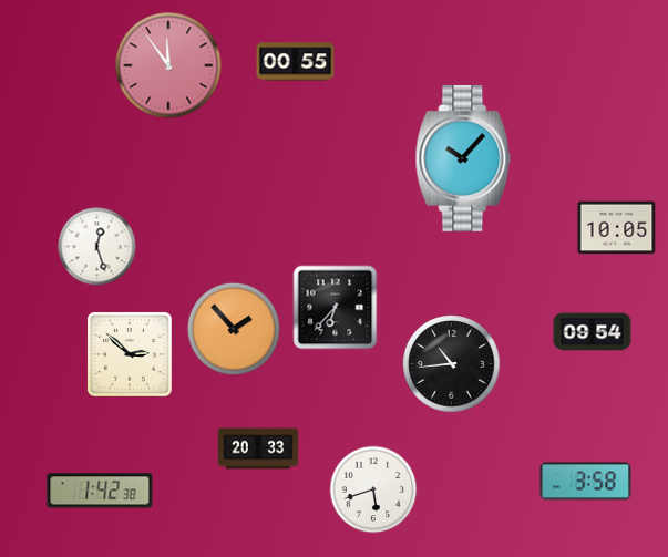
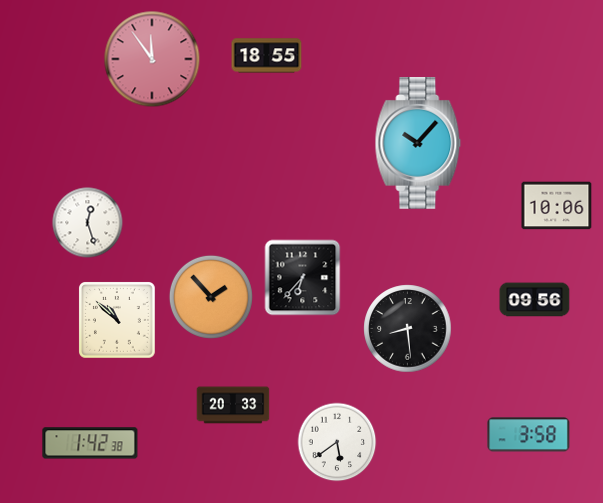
clock at (296, 62): 00:55 -> 18:55
clock at (617, 228): 10:05 -> 10:06
clock at (593, 332): 09:54 -> 09:56
clock at (131, 355): 2:52 -> 10:52
clock at (452, 364): 10:44 -> 8:29
clock at (373, 489): 5:42 -> 5:39
